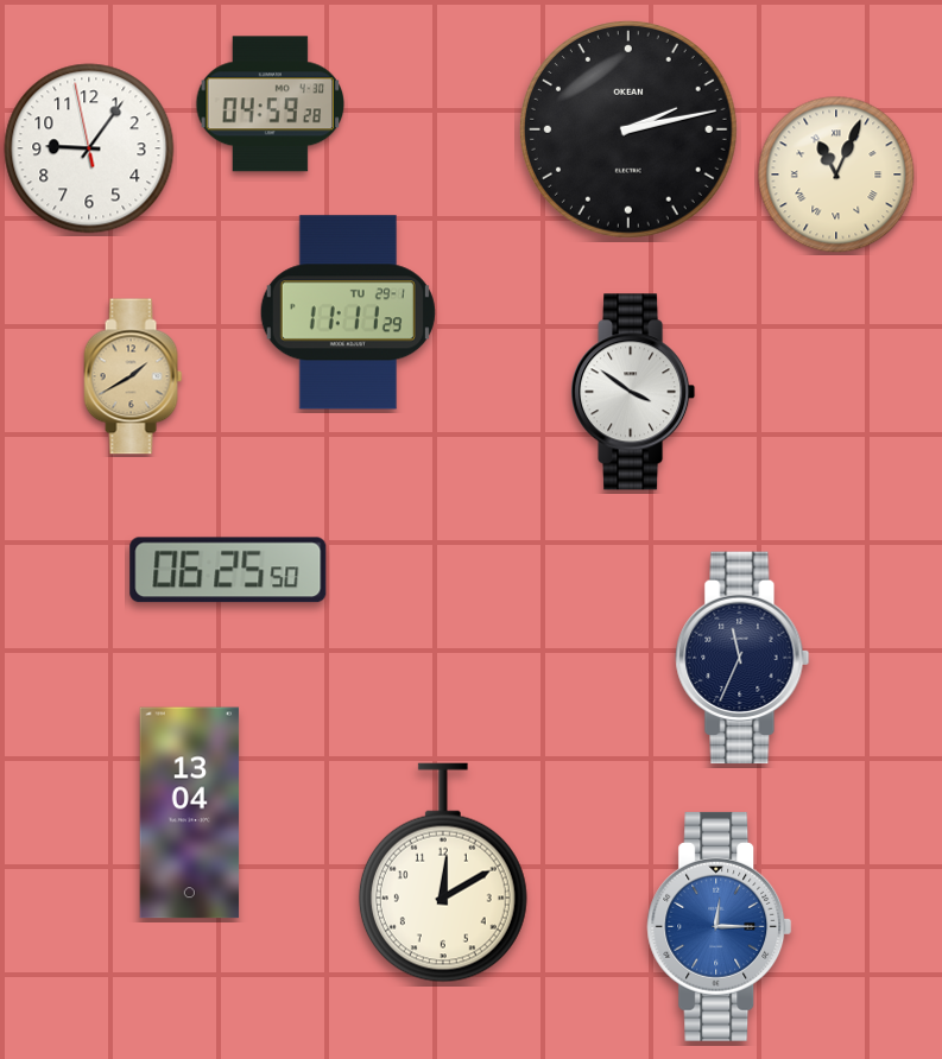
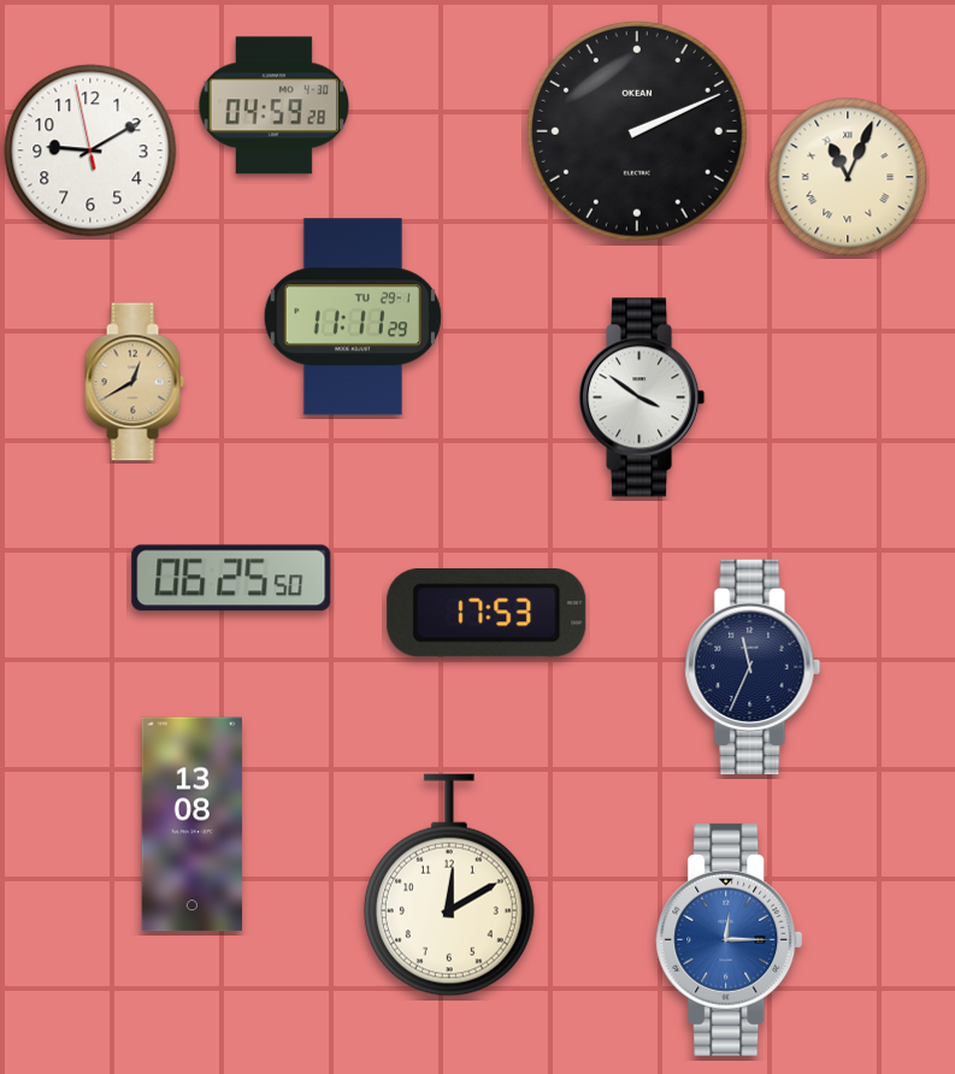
clock at (628, 129): 2:13 -> 2:11
clock at (89, 148): 9:05 -> 9:09
clock at (133, 376): 1:40 -> 12:40
clock at (487, 614): none -> 17:53
clock at (190, 813): 13:04 -> 13:08
